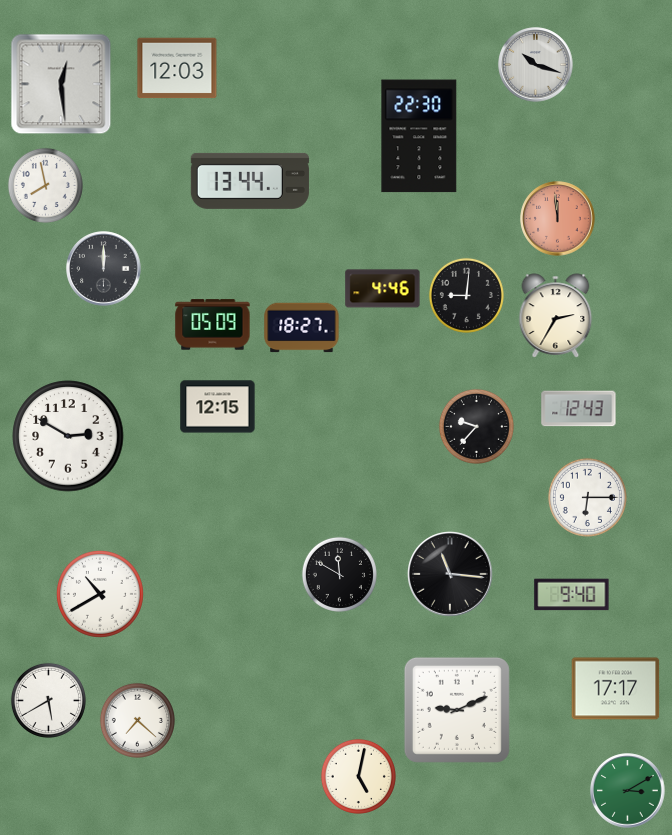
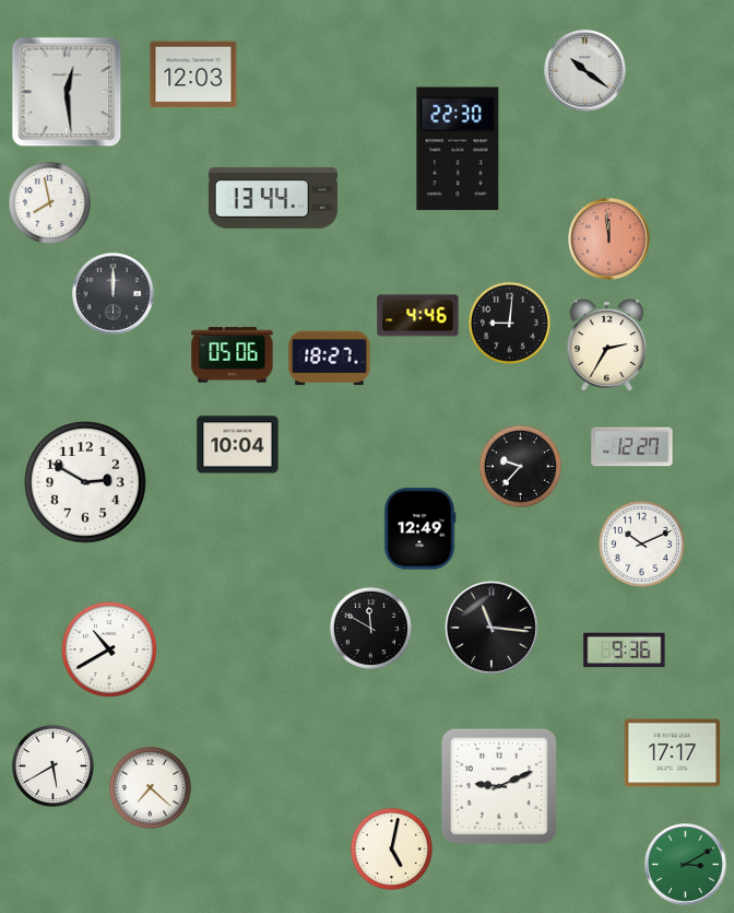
clock at (536, 65): 10:18 -> 10:21
clock at (213, 325): 05:09 -> 05:06
clock at (218, 407): 12:15 -> 10:04
clock at (579, 409): 12:43 -> 12:27
clock at (68, 436) position: (68, 436) -> (85, 482)
clock at (419, 529): none -> 12:49
clock at (587, 497): 6:15 -> 10:11
clock at (572, 595): 9:40 -> 9:36
clock at (457, 710) position: (457, 710) -> (499, 786)
